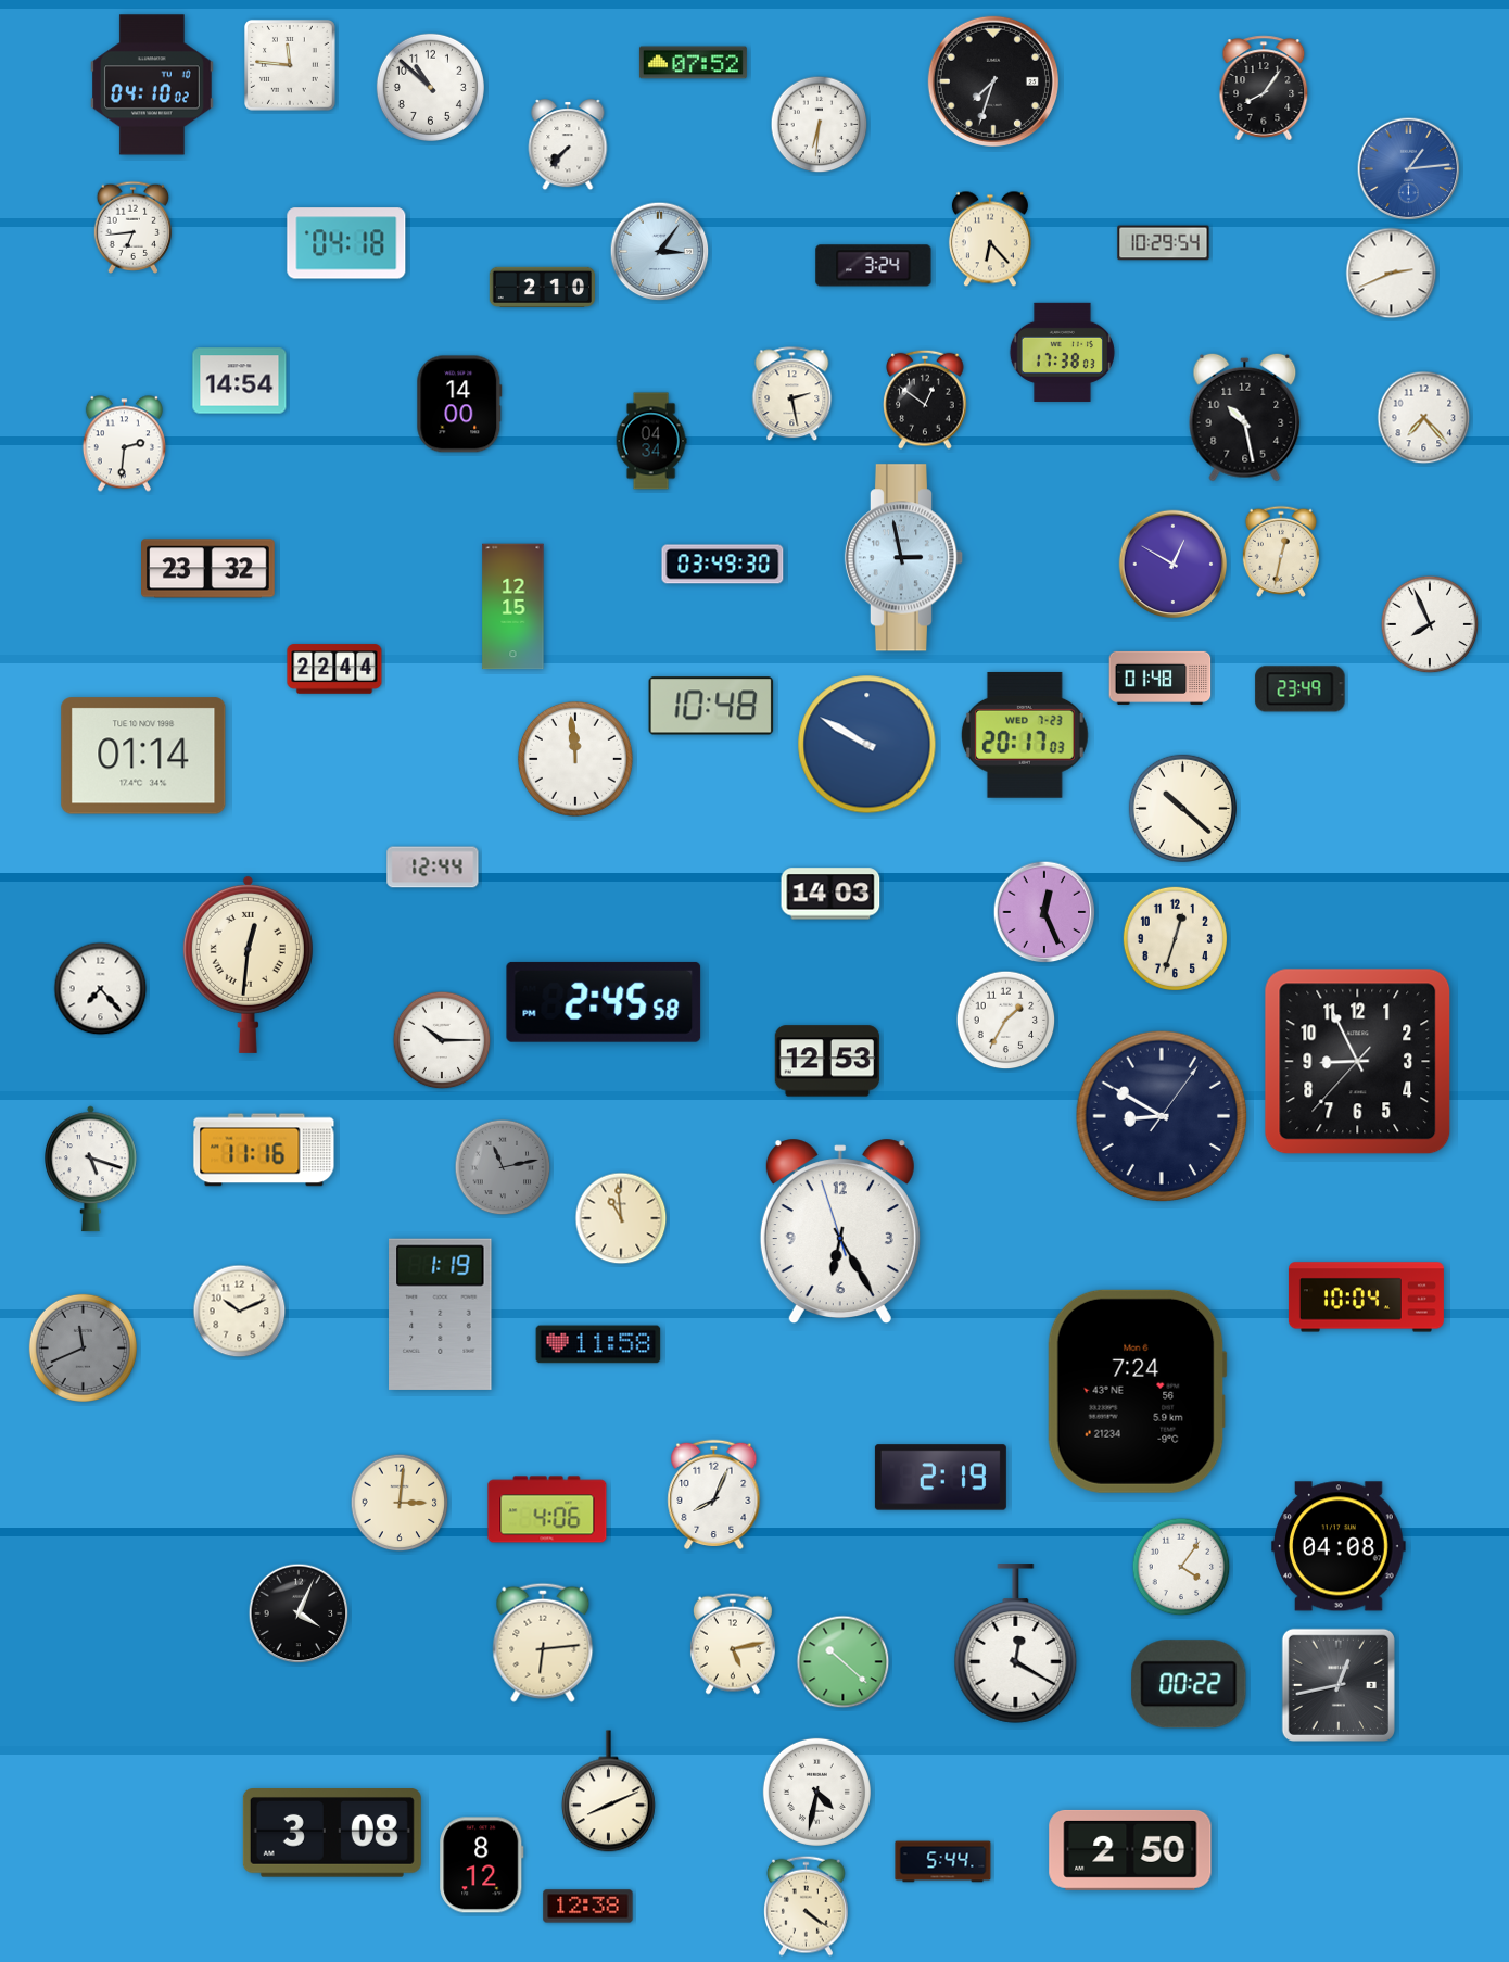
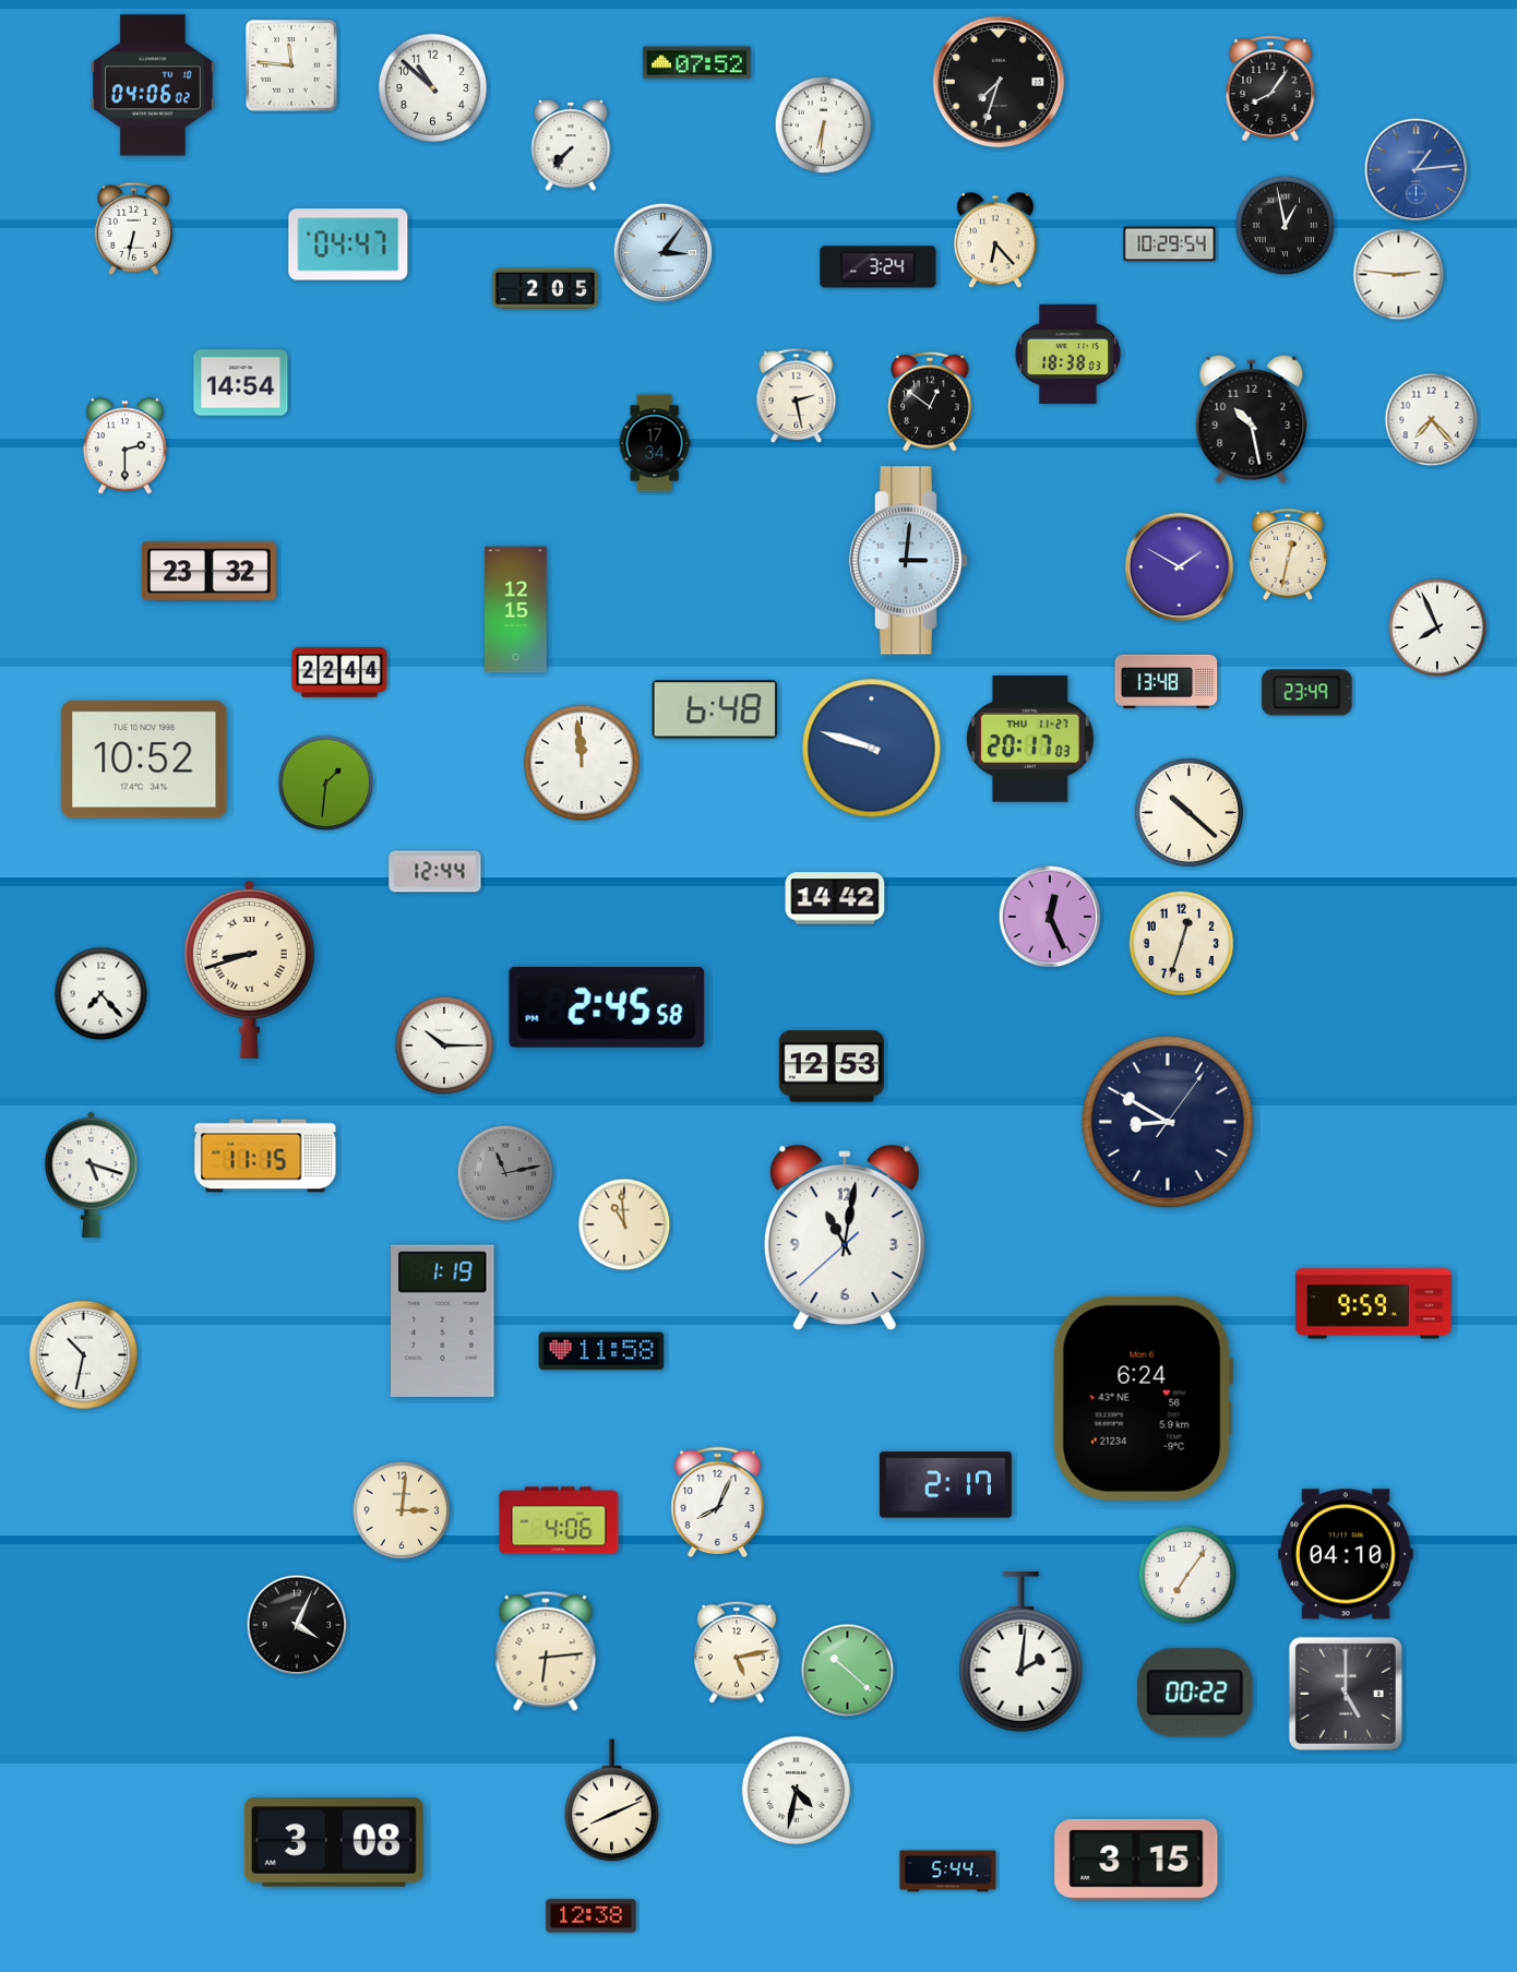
clock at (153, 85): 04:10 -> 04:06
clock at (1286, 226): none -> 12:58
clock at (134, 227): 6:44 -> 6:32
clock at (346, 243): 04:18 -> 04:47
clock at (1392, 274): 2:41 -> 2:46
clock at (542, 287): 2:10 -> 2:05
clock at (1062, 352): 17:38 -> 18:38
clock at (459, 404): 14:00 -> none
clock at (651, 441): 04:34 -> 17:34
clock at (124, 444): 2:31 -> 2:30
clock at (904, 558): 2:58 -> 3:01
clock at (723, 565): 03:49 -> none
clock at (1174, 565): 12:50 -> 1:50
clock at (334, 669) position: (334, 669) -> (339, 672)
clock at (1161, 678): 01:48 -> 13:48
clock at (711, 706): 10:48 -> 6:48
clock at (1025, 735) date: WED 7-23 -> THU 11-27
clock at (867, 745): 9:50 -> 9:48
clock at (143, 756): 01:14 -> 10:52
clock at (575, 759) position: (575, 759) -> (582, 763)
clock at (326, 784): none -> 1:31
clock at (830, 894): 14:03 -> 14:42
clock at (248, 964): 12:31 -> 8:42
clock at (1006, 1021): 1:35 -> none
clock at (1358, 1062): 8:55 -> none
clock at (264, 1150): 11:16 -> 11:15
clock at (840, 1231): 6:24 -> 11:01
clock at (1366, 1298): 10:04 -> 9:59
clock at (240, 1312): 10:11 -> none
clock at (83, 1347): 11:41 -> 10:32
clock at (83, 1347) dial: grey -> white
clock at (1137, 1391): 7:24 -> 6:24
clock at (940, 1478): 2:19 -> 2:17
clock at (547, 1509) position: (547, 1509) -> (559, 1520)
clock at (1340, 1546): 04:08 -> 04:10
clock at (1181, 1567): 4:06 -> 7:06
clock at (299, 1613) position: (299, 1613) -> (297, 1625)
clock at (1016, 1644): 12:20 -> 2:01
clock at (1339, 1685): 12:43 -> 5:00
clock at (816, 1792) position: (816, 1792) -> (796, 1790)
clock at (1130, 1850): 2:50 -> 3:15
clock at (482, 1865): 8:12 -> none
clock at (807, 1906): 4:21 -> none
